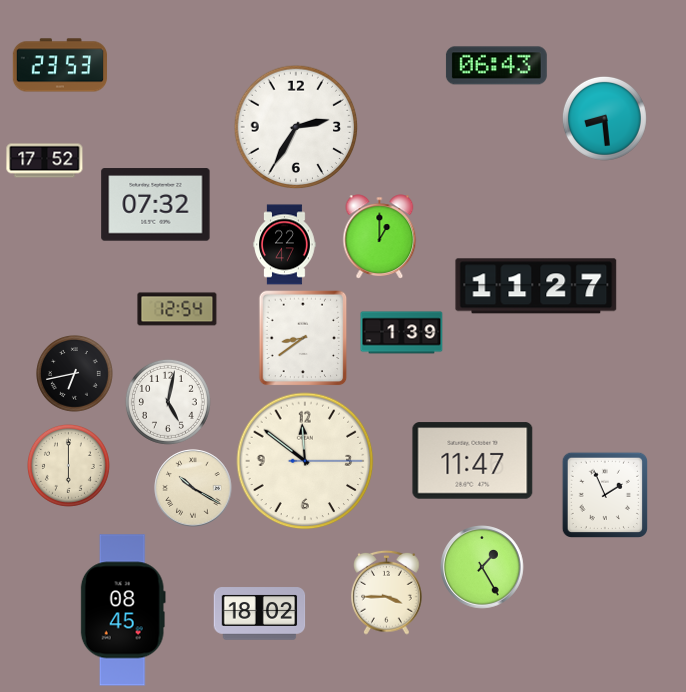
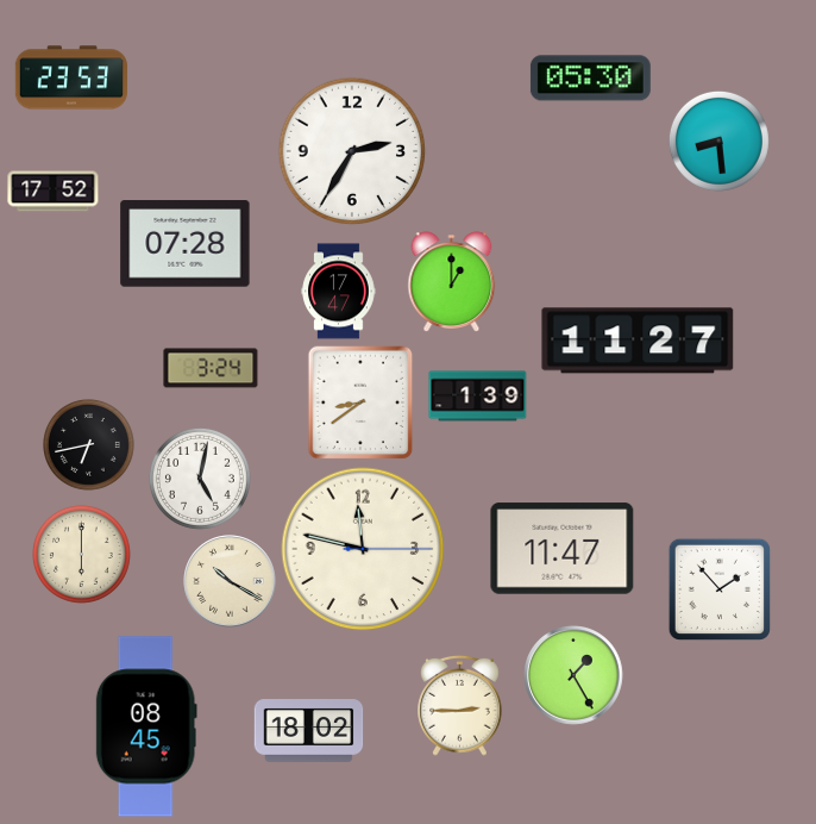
clock at (496, 66): 06:43 -> 05:30
clock at (156, 205): 07:32 -> 07:28
clock at (285, 245): 22:47 -> 17:47
clock at (177, 309): 12:54 -> 3:24
clock at (305, 461): 11:51 -> 11:47
clock at (604, 494): 1:56 -> 1:53
clock at (387, 592): 3:45 -> 2:45
